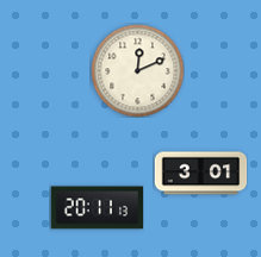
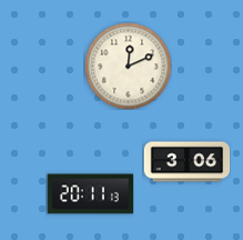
clock at (200, 174): 3:01 -> 3:06
